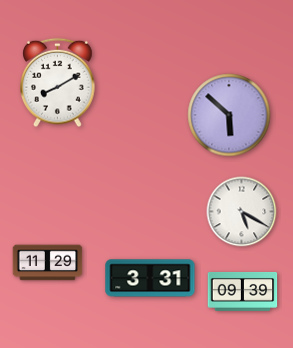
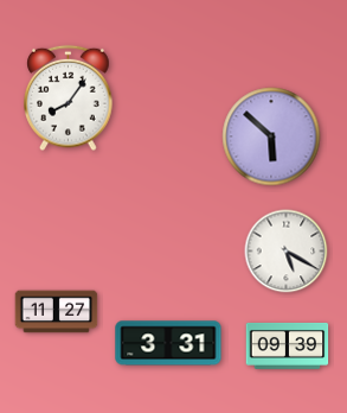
clock at (58, 83): 8:10 -> 8:06
clock at (48, 263): 11:29 -> 11:27
clock at (150, 278) position: (150, 278) -> (168, 343)
